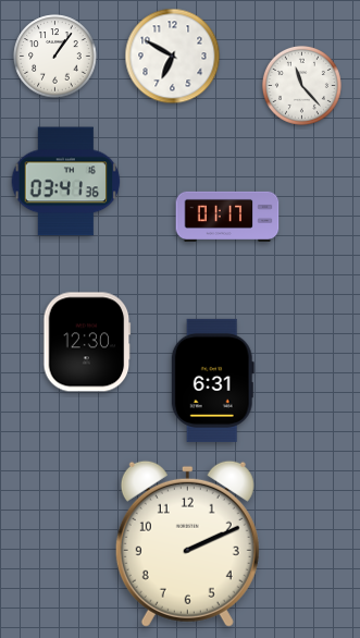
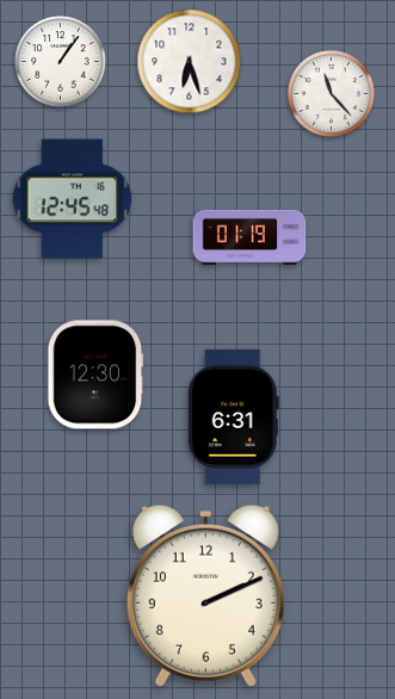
clock at (173, 57): 6:50 -> 6:27
clock at (66, 182): 03:41 -> 12:45
clock at (227, 217): 01:17 -> 01:19
